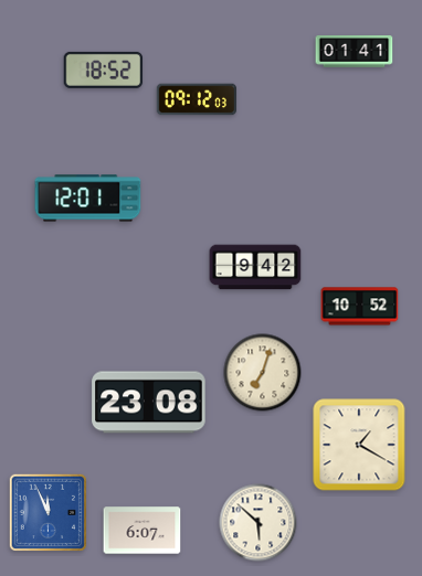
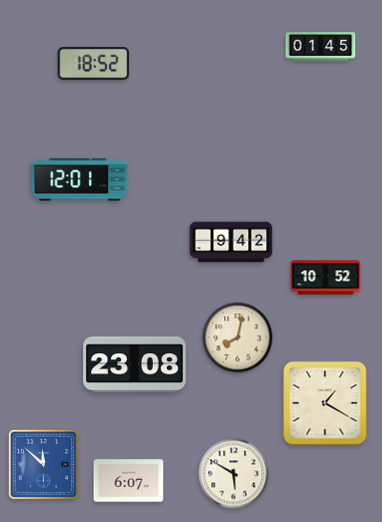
clock at (355, 52): 01:41 -> 01:45
clock at (196, 99): 09:12 -> none
clock at (263, 373): 7:03 -> 8:02
clock at (48, 512): 11:56 -> 11:52
clock at (259, 523): 5:52 -> 5:50
